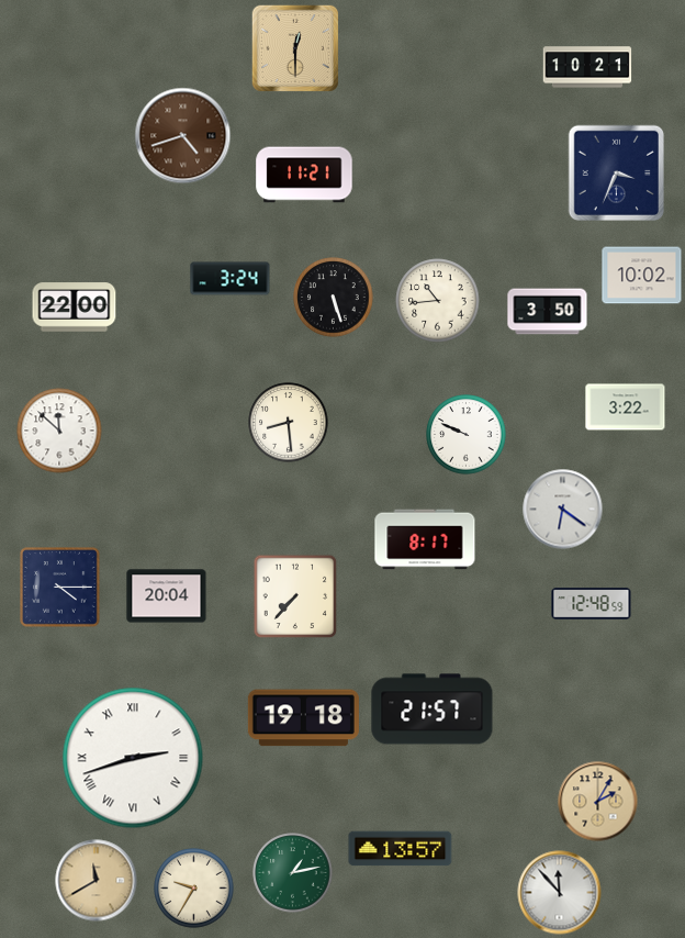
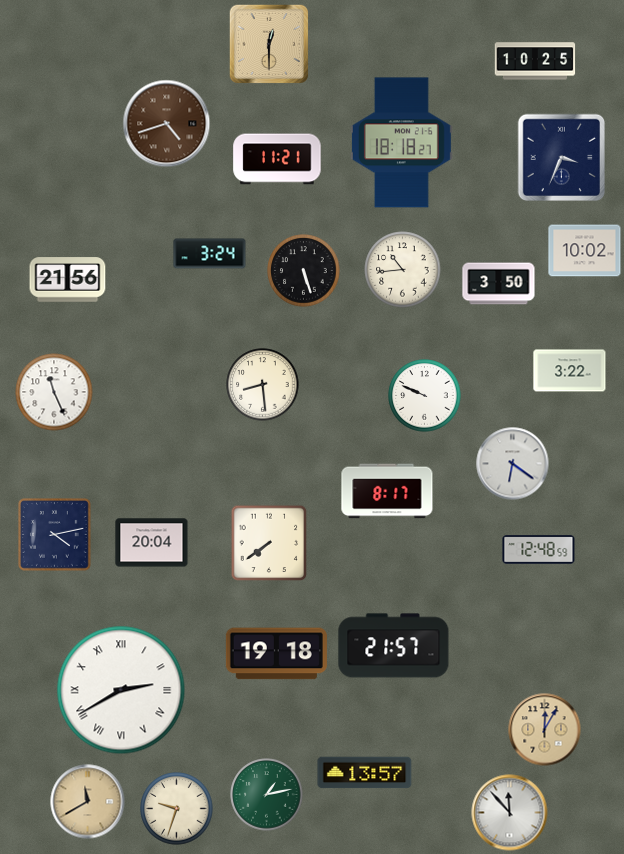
clock at (587, 67): 10:21 -> 10:25
clock at (401, 143): none -> 18:18
clock at (438, 301) position: (438, 301) -> (403, 270)
clock at (75, 308): 22:00 -> 21:56
clock at (59, 431): 11:52 -> 11:26
clock at (60, 588): 4:15 -> 4:13
clock at (295, 596): 7:37 -> 7:39
clock at (133, 758): 2:42 -> 2:40
clock at (598, 802): 2:05 -> 12:05
clock at (194, 889): 9:35 -> 9:33
